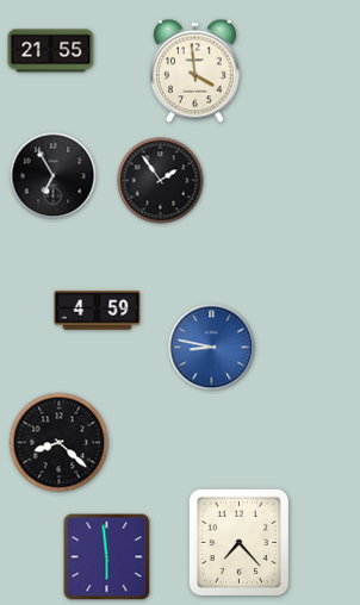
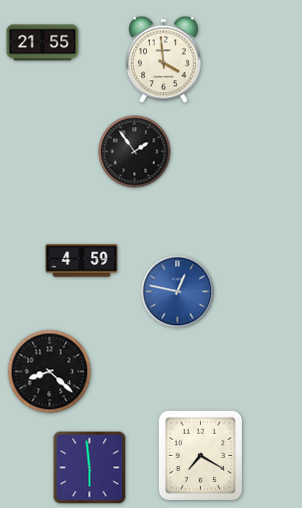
clock at (54, 176): 6:55 -> none
clock at (212, 348): 8:47 -> 12:47
clock at (238, 542): 7:23 -> 7:20
